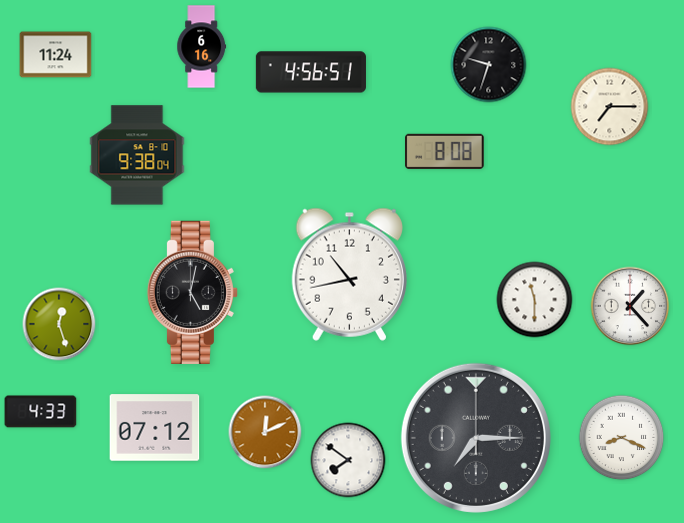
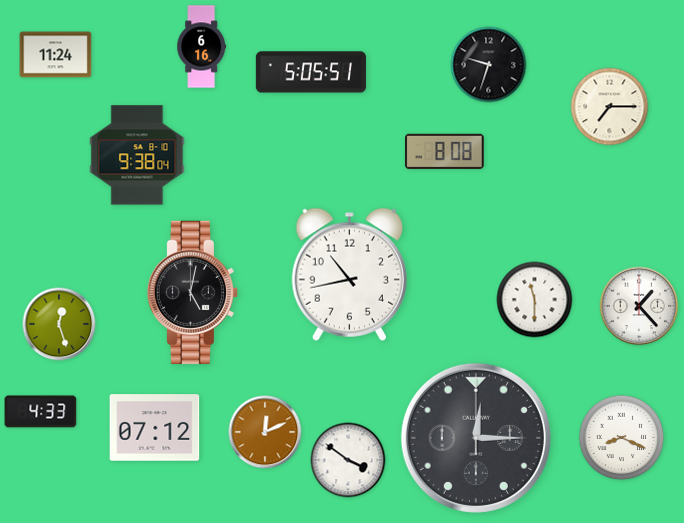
clock at (311, 72): 4:56 -> 5:05
clock at (630, 306) position: (630, 306) -> (639, 306)
clock at (476, 438): 7:15 -> 12:15
clock at (348, 460): 7:51 -> 3:51
